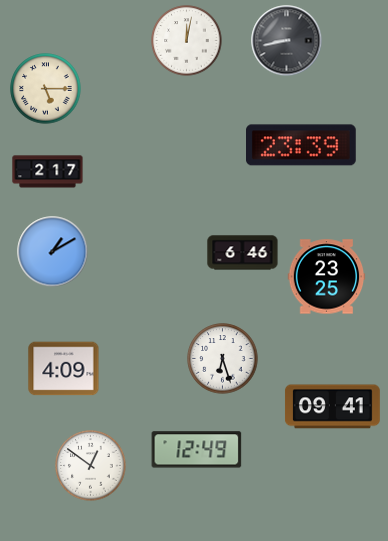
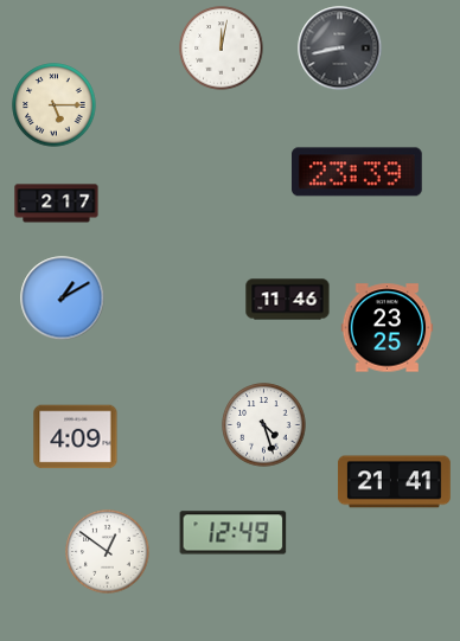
clock at (243, 253): 6:46 -> 11:46
clock at (223, 359): 6:27 -> 4:27
clock at (332, 407): 09:41 -> 21:41
